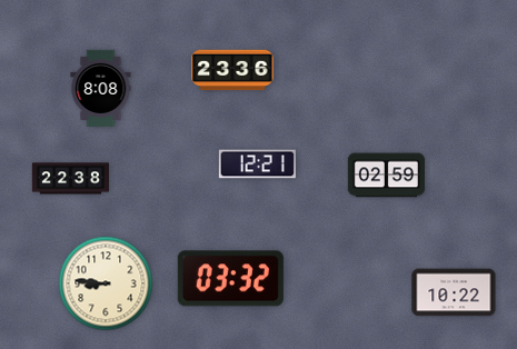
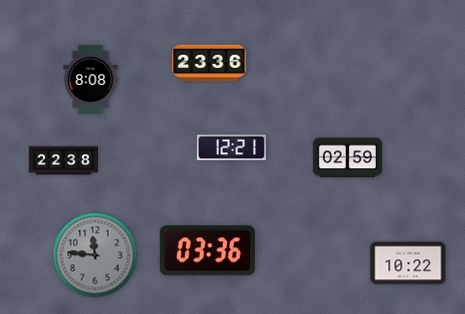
clock at (230, 279): 03:32 -> 03:36
clock at (106, 283): 8:46 -> 11:46
clock at (106, 283) dial: cream -> grey
